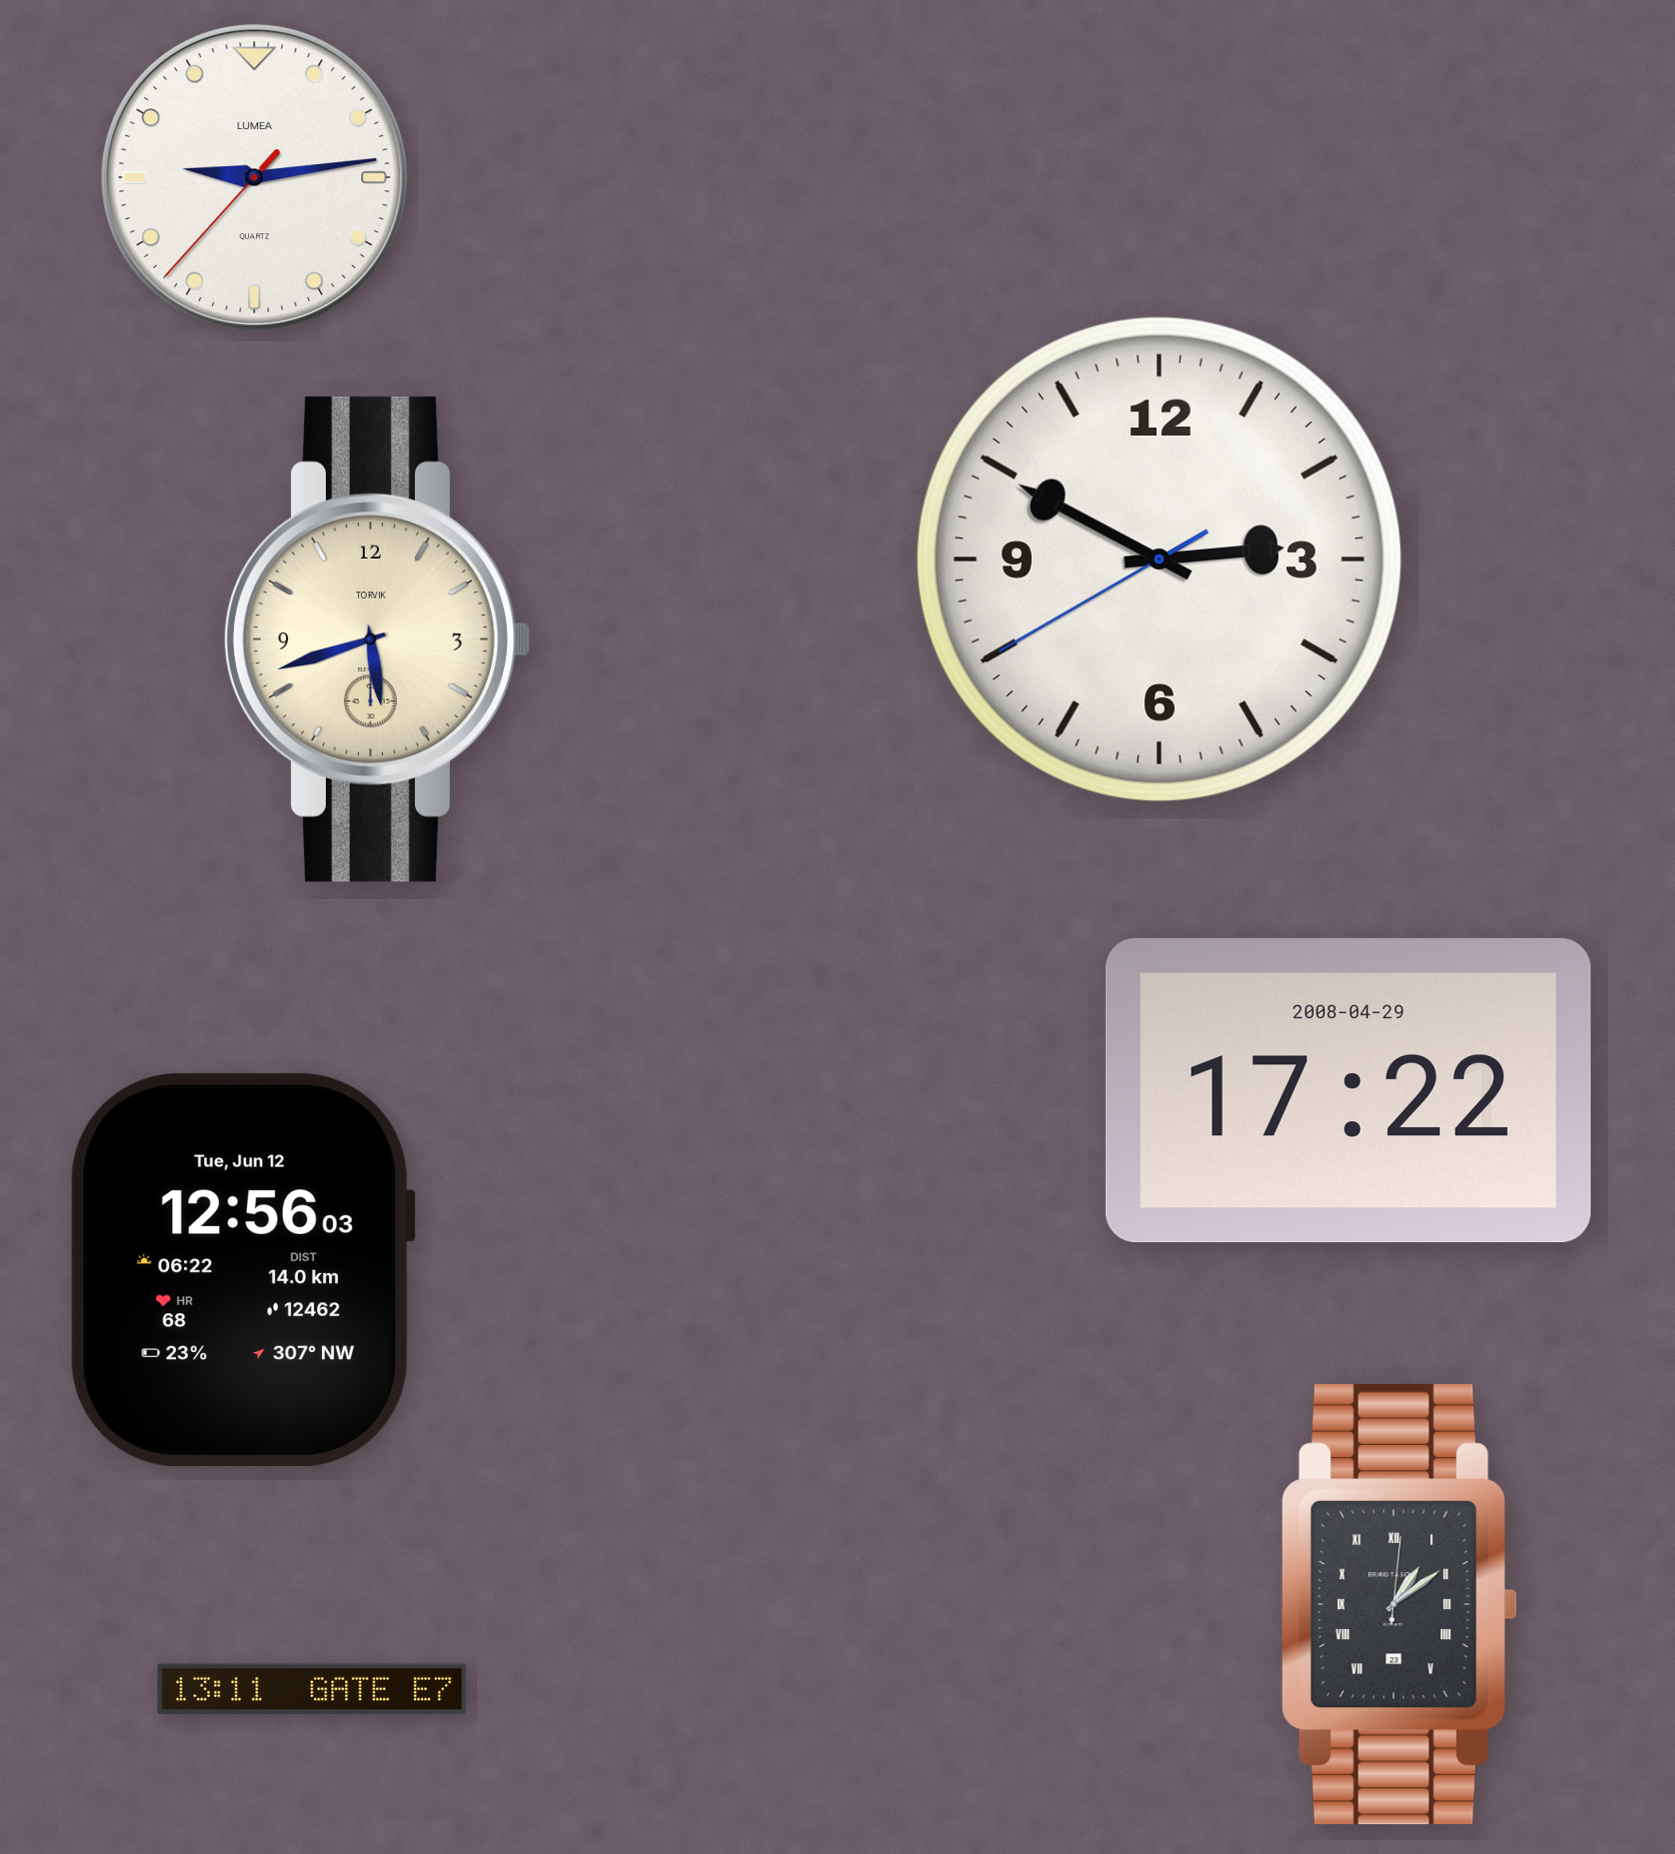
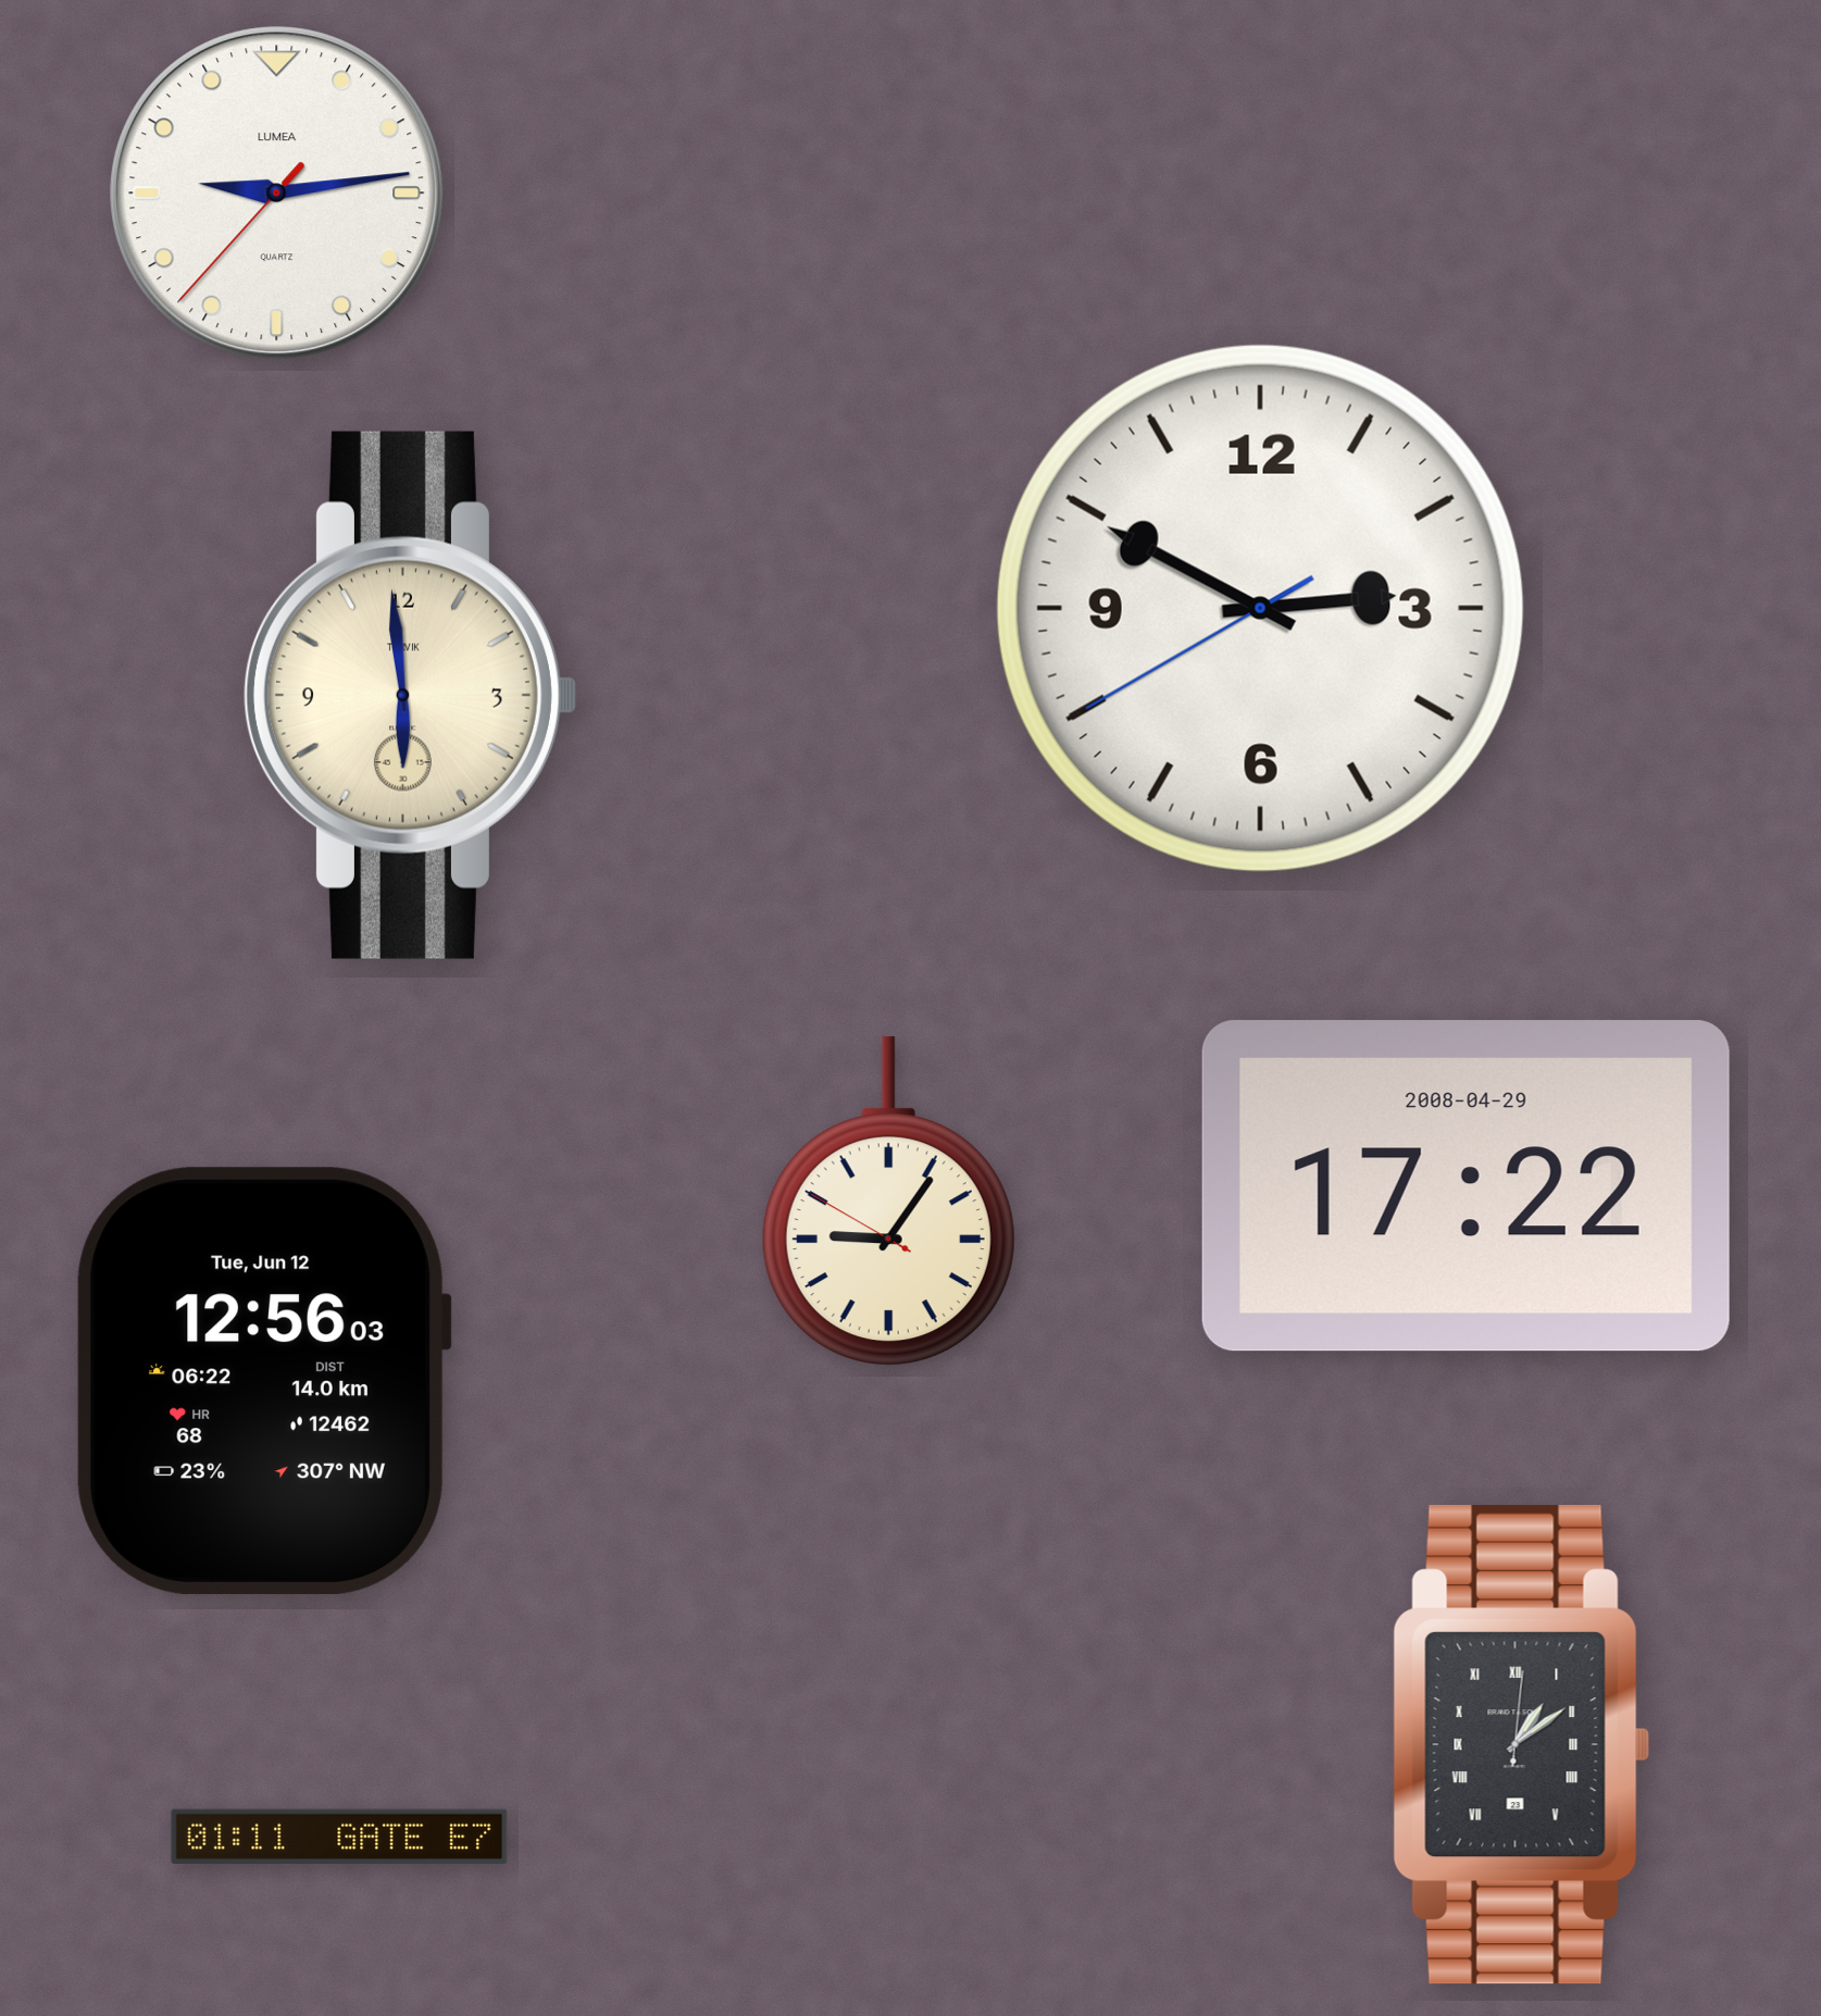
clock at (377, 639): 5:42 -> 5:59
clock at (888, 1202): none -> 9:05
clock at (312, 1688): 13:11 -> 01:11
